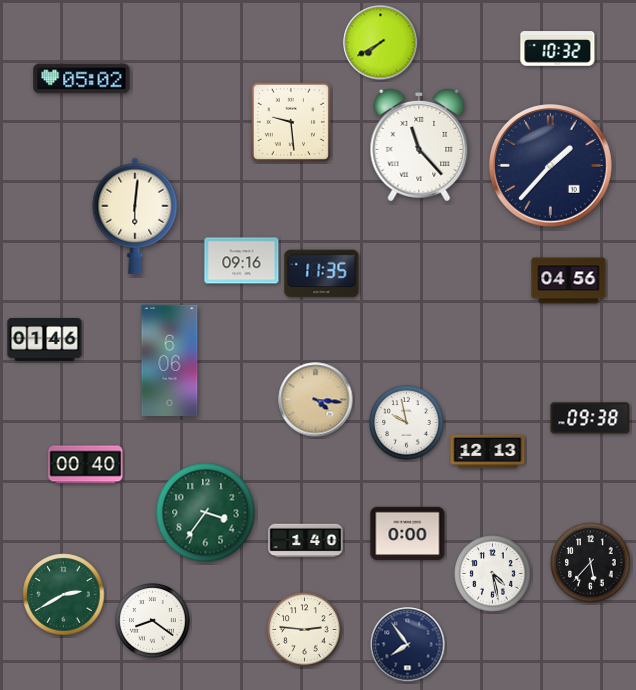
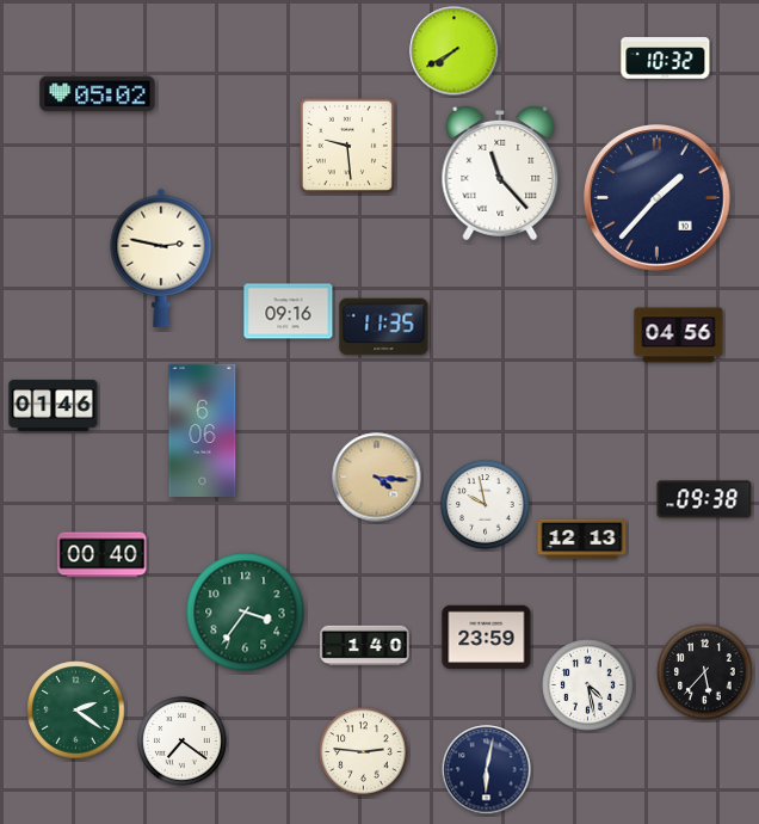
clock at (135, 216): 6:01 -> 2:47
clock at (408, 534): 0:00 -> 23:59
clock at (64, 595): 2:40 -> 2:21
clock at (153, 621): 8:21 -> 7:21
clock at (408, 645): 7:54 -> 6:02
